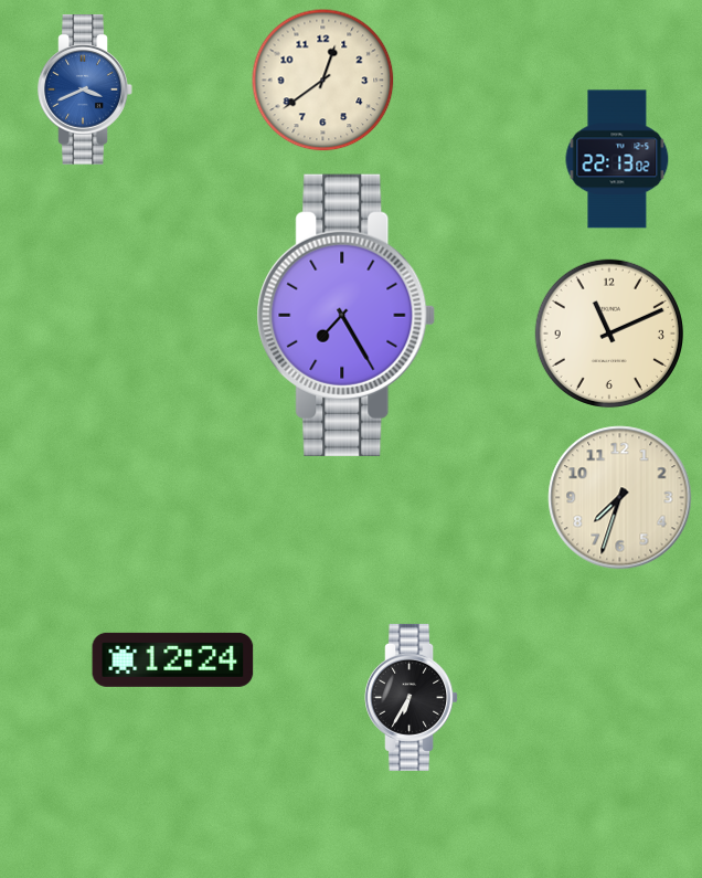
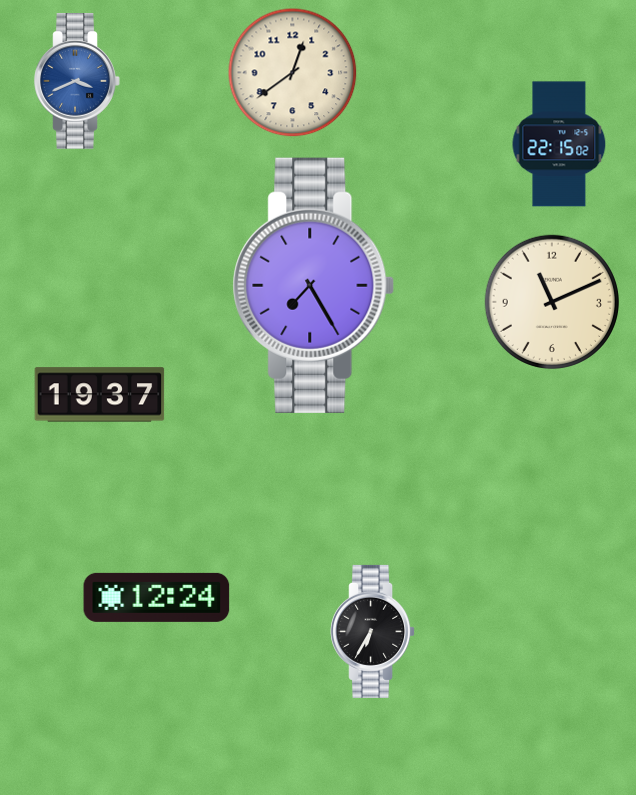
clock at (617, 159): 22:13 -> 22:15
clock at (100, 395): none -> 19:37
clock at (620, 498): 7:33 -> none
